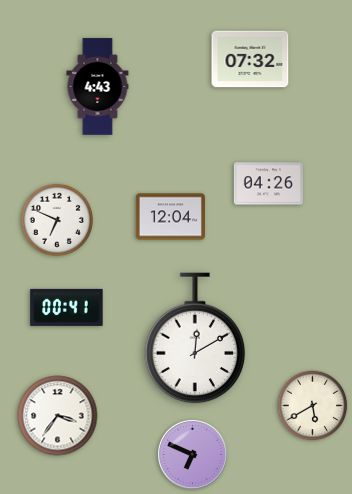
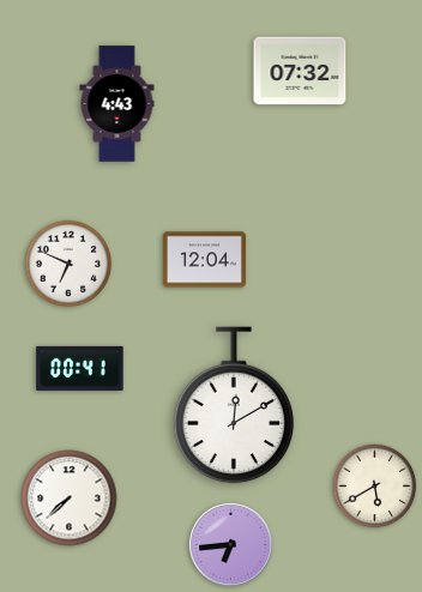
clock at (268, 184): 04:26 -> none
clock at (58, 416): 3:36 -> 7:38
clock at (192, 454): 6:49 -> 6:44
